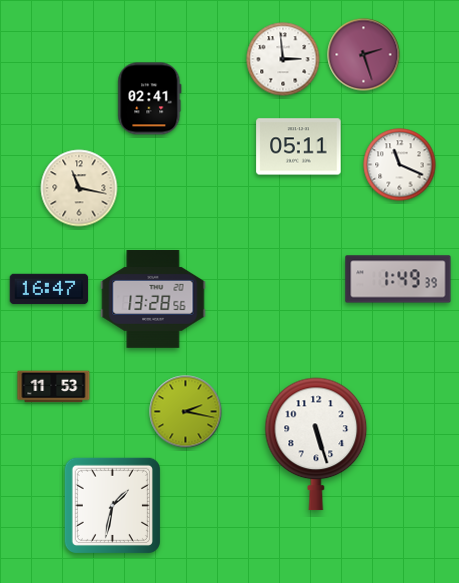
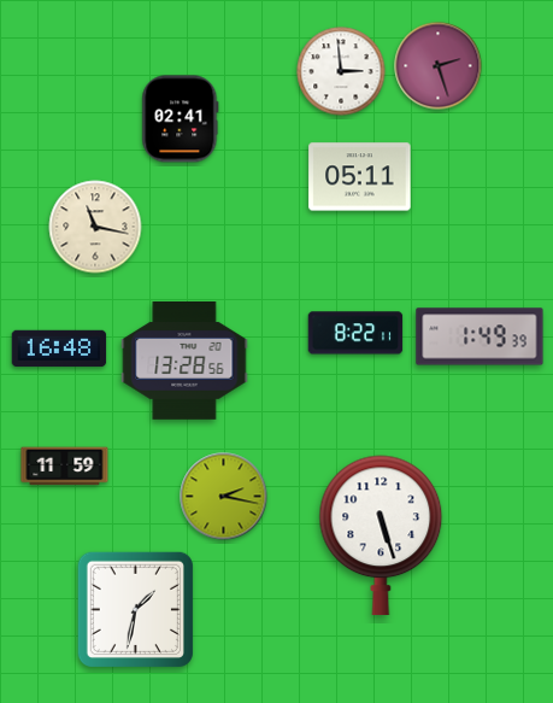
clock at (400, 165): 11:19 -> none
clock at (355, 333): none -> 8:22
clock at (49, 289): 16:47 -> 16:48
clock at (54, 387): 11:53 -> 11:59
